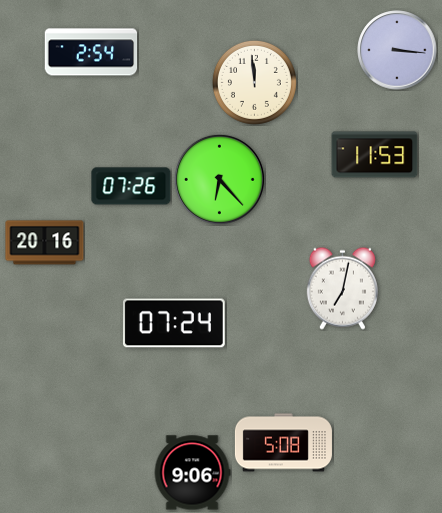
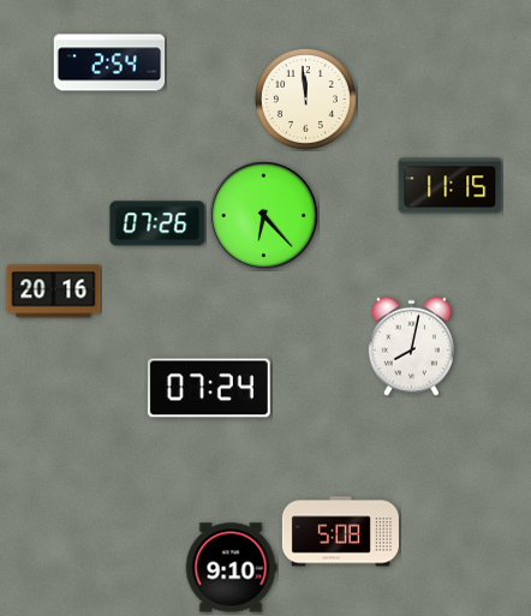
clock at (397, 50): 3:16 -> none
clock at (375, 155): 11:53 -> 11:15
clock at (342, 288): 7:02 -> 8:02
clock at (192, 473): 9:06 -> 9:10
